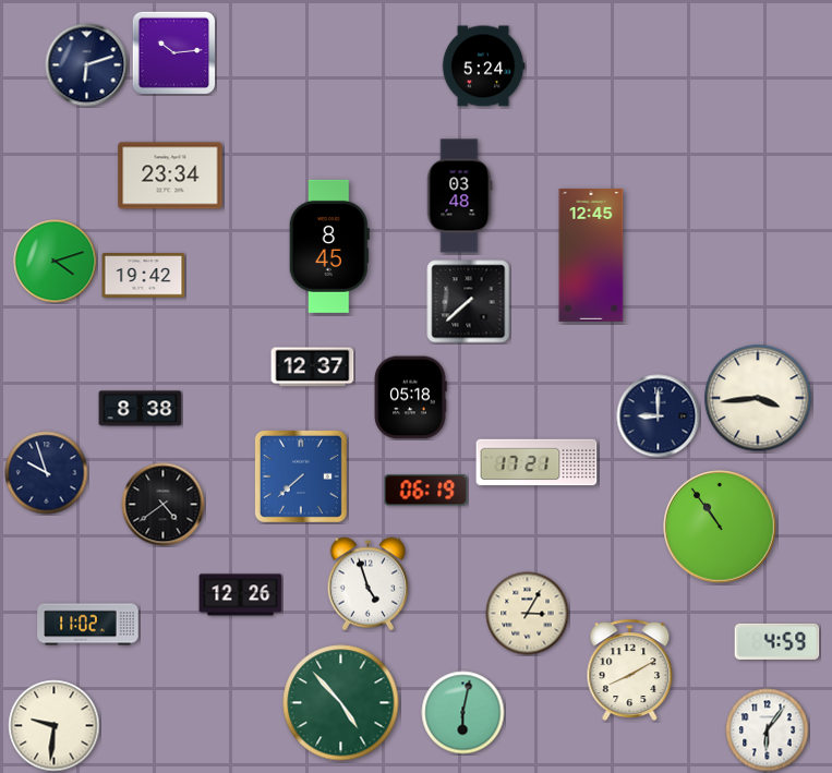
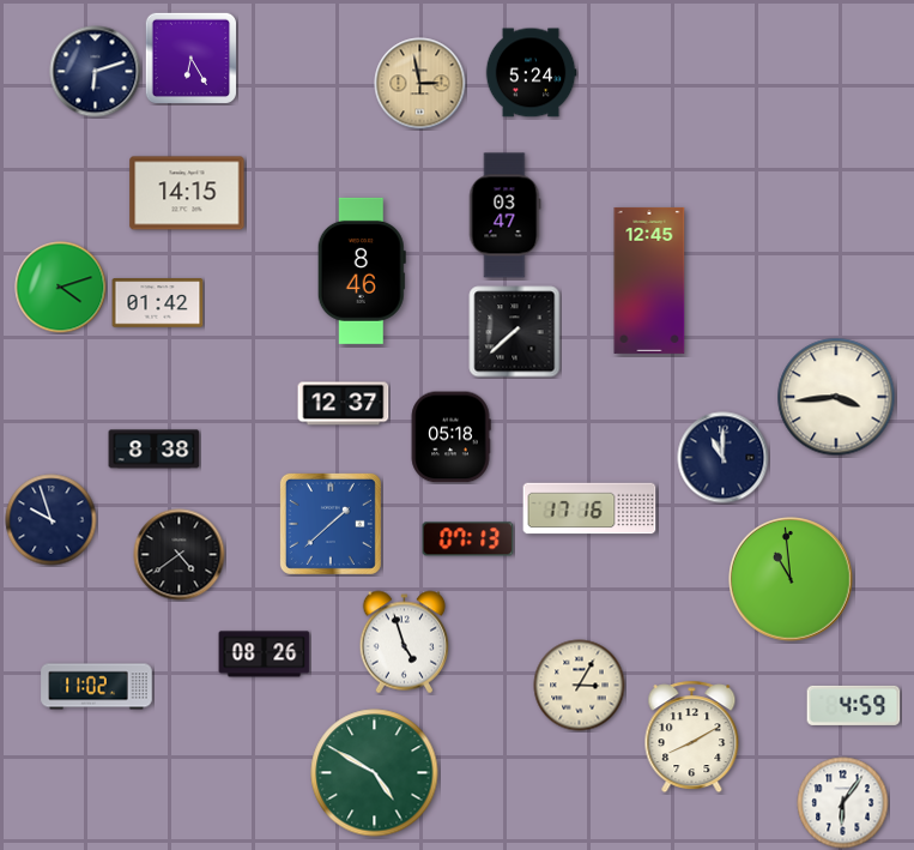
clock at (173, 52): 10:14 -> 6:25
clock at (420, 84): none -> 2:58
clock at (170, 176): 23:34 -> 14:15
clock at (459, 196): 03:48 -> 03:47
clock at (329, 246): 8:45 -> 8:46
clock at (144, 276): 19:42 -> 01:42
clock at (758, 398) position: (758, 398) -> (836, 397)
clock at (659, 416): 9:00 -> 11:00
clock at (536, 462): 17:21 -> 17:16
clock at (301, 476): 7:38 -> 1:38
clock at (426, 491): 06:19 -> 07:13
clock at (721, 528): 10:54 -> 10:59
clock at (241, 595): 12:26 -> 08:26
clock at (528, 614) position: (528, 614) -> (580, 686)
clock at (341, 703): 4:53 -> 4:50
clock at (463, 713): 6:02 -> none
clock at (55, 726): 9:31 -> none
